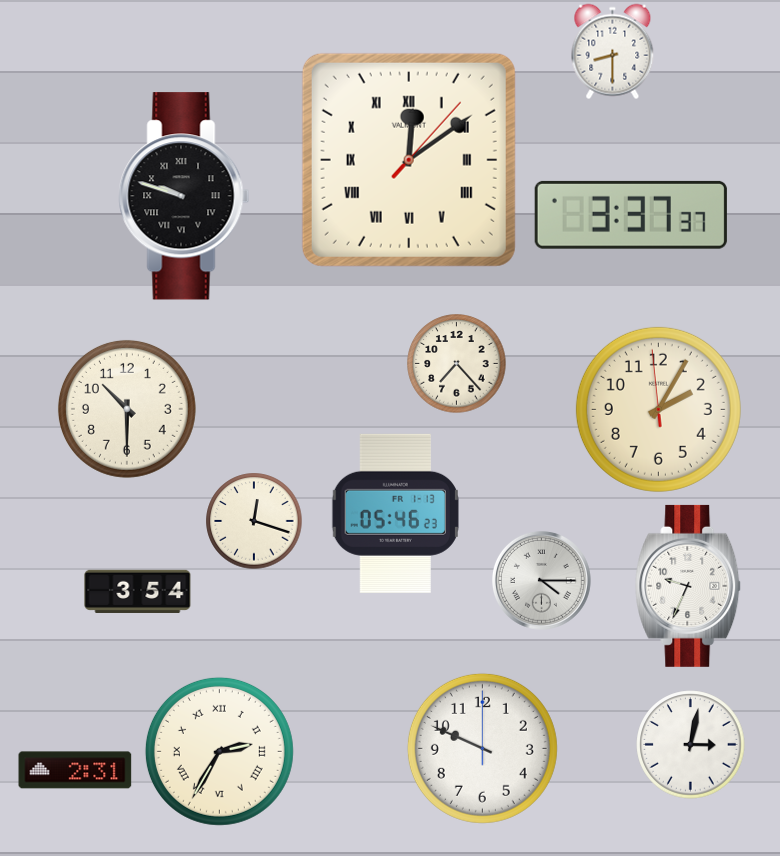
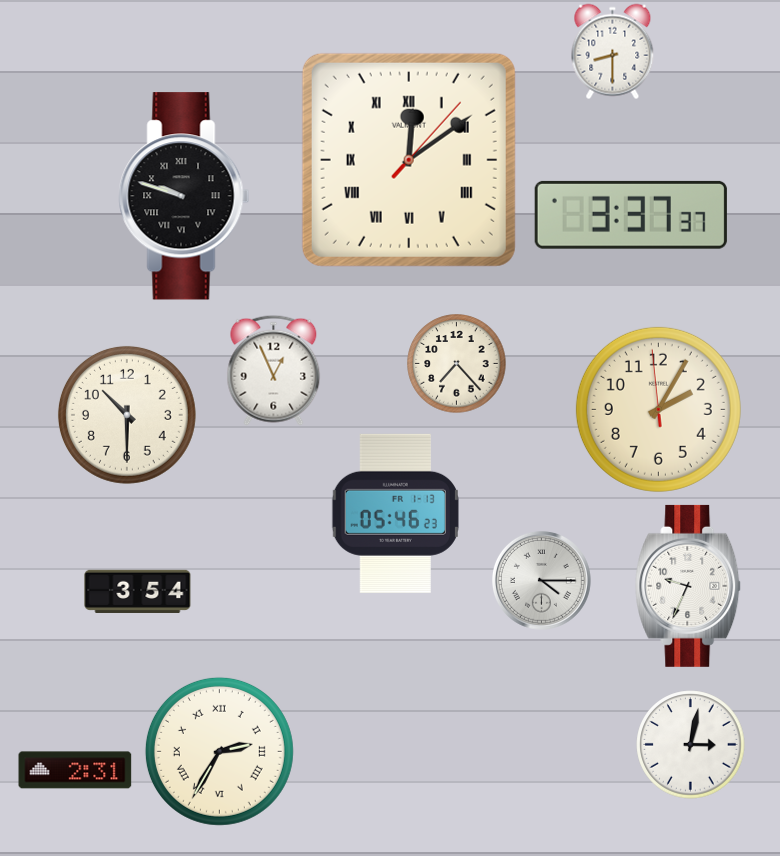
clock at (274, 370): none -> 12:56
clock at (127, 409) position: (127, 409) -> (127, 415)
clock at (254, 521): 12:18 -> none
clock at (482, 748): 9:49 -> none
